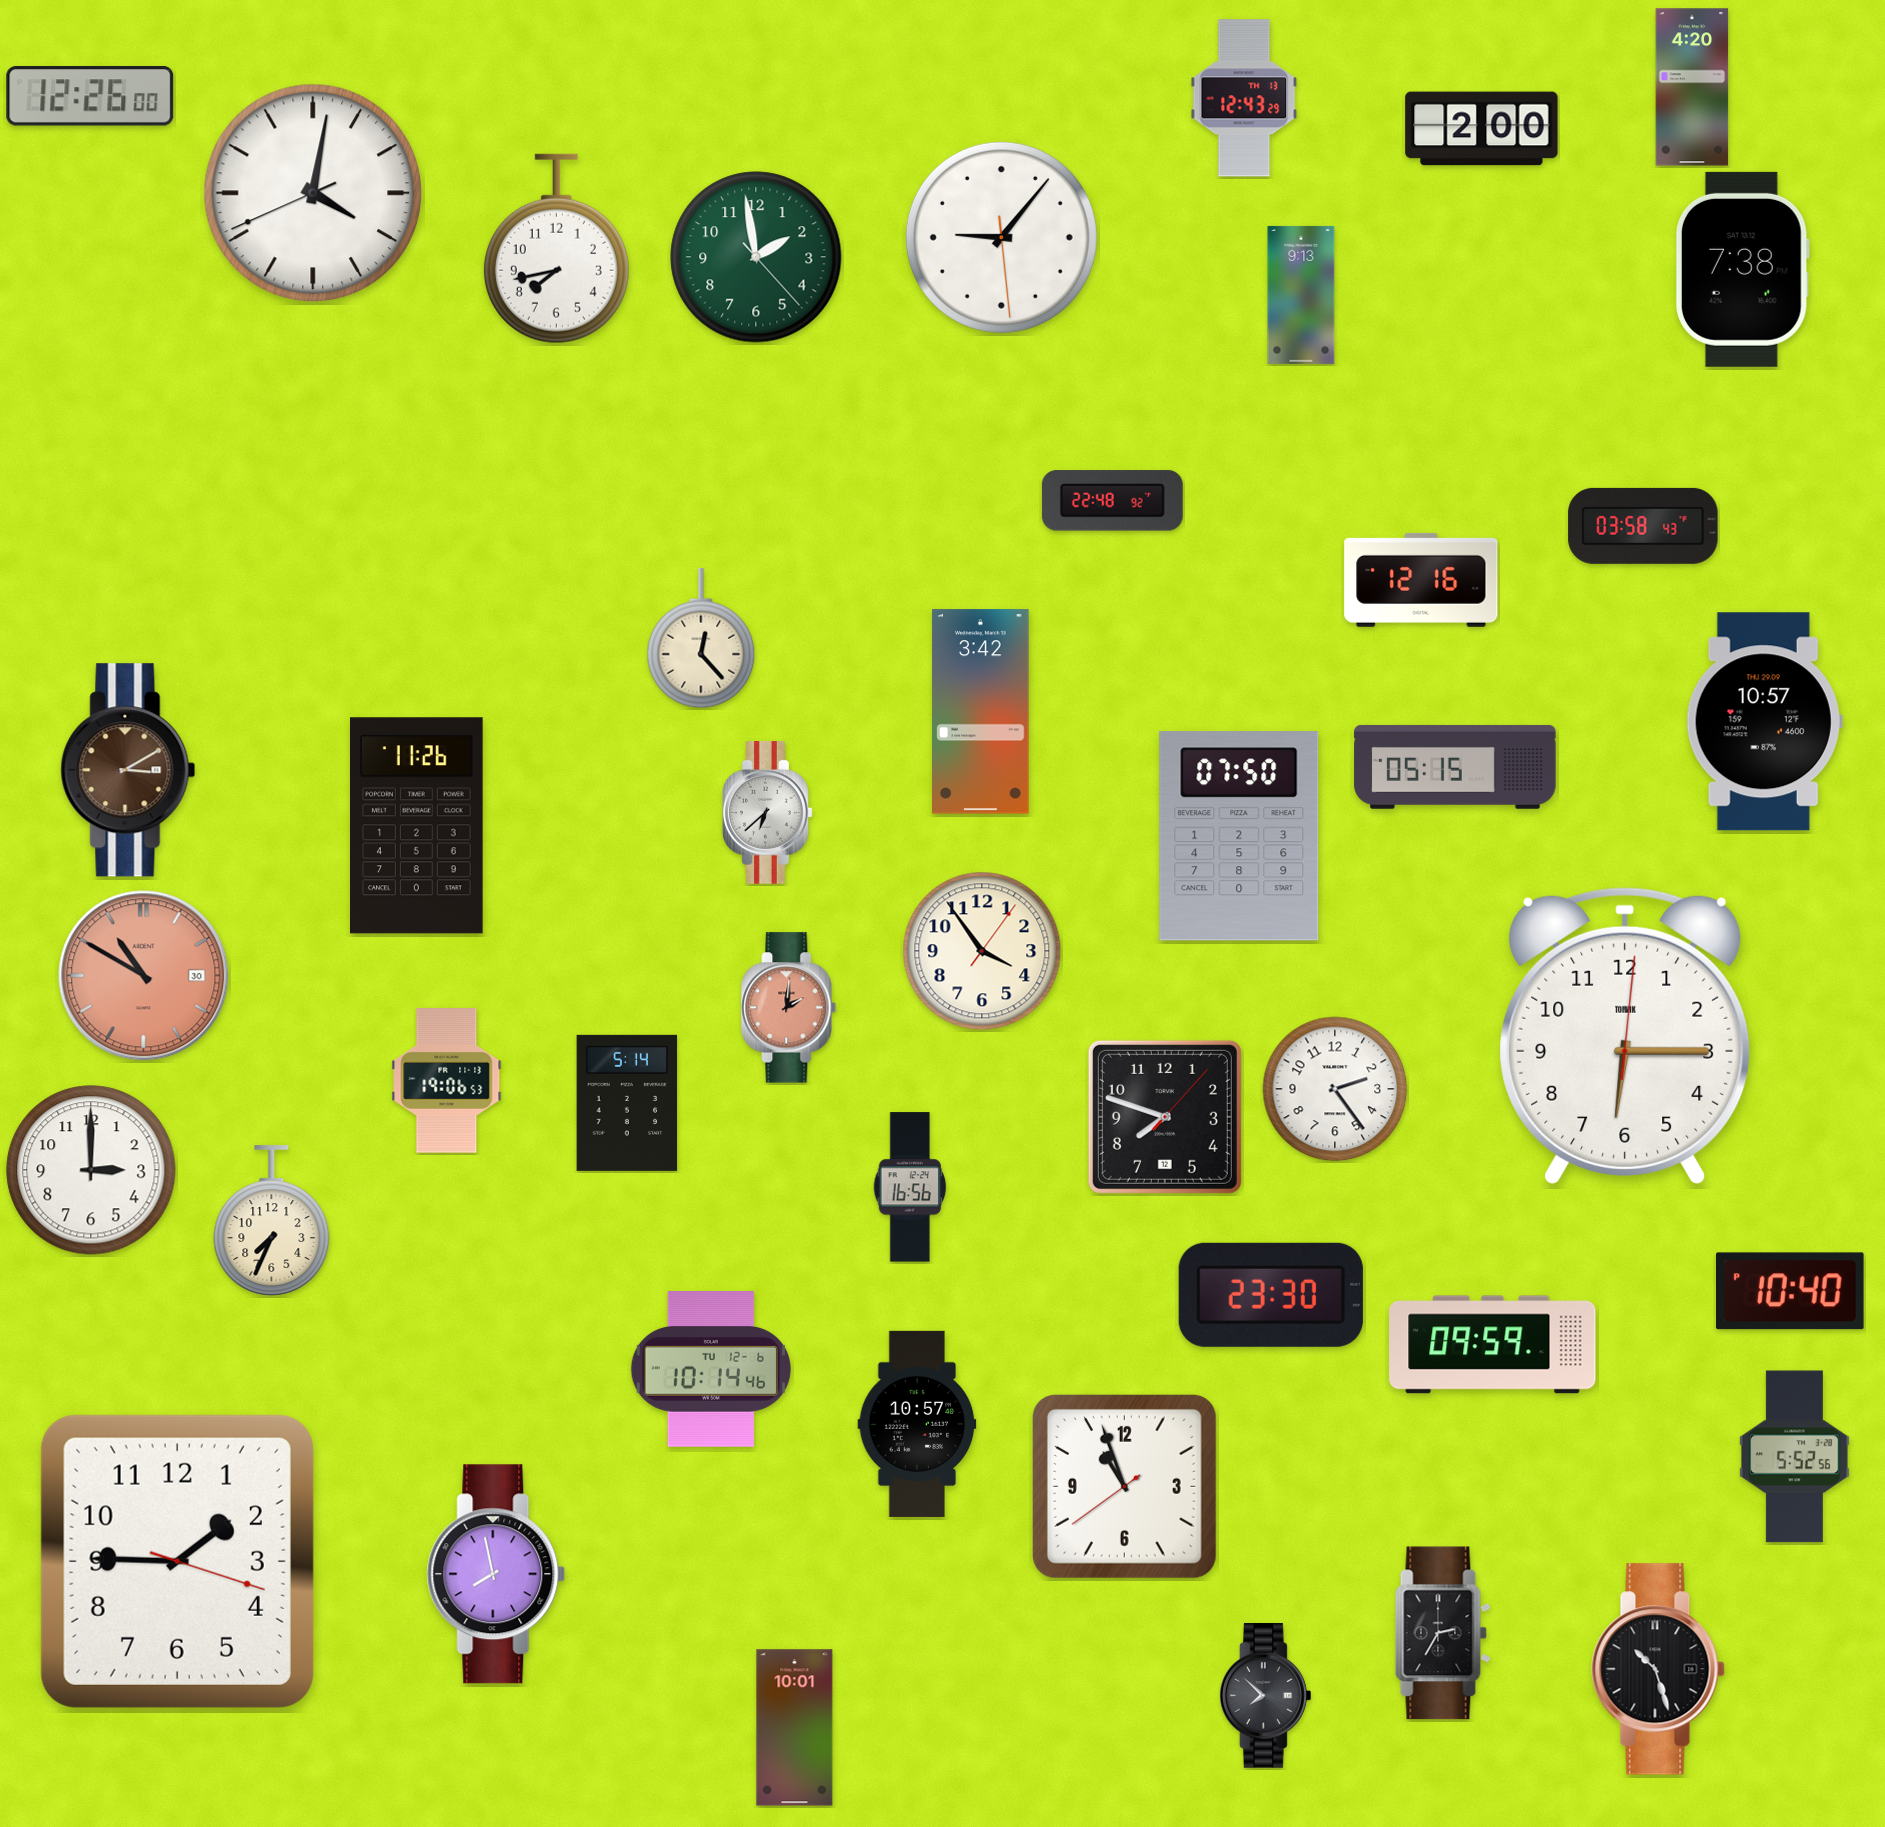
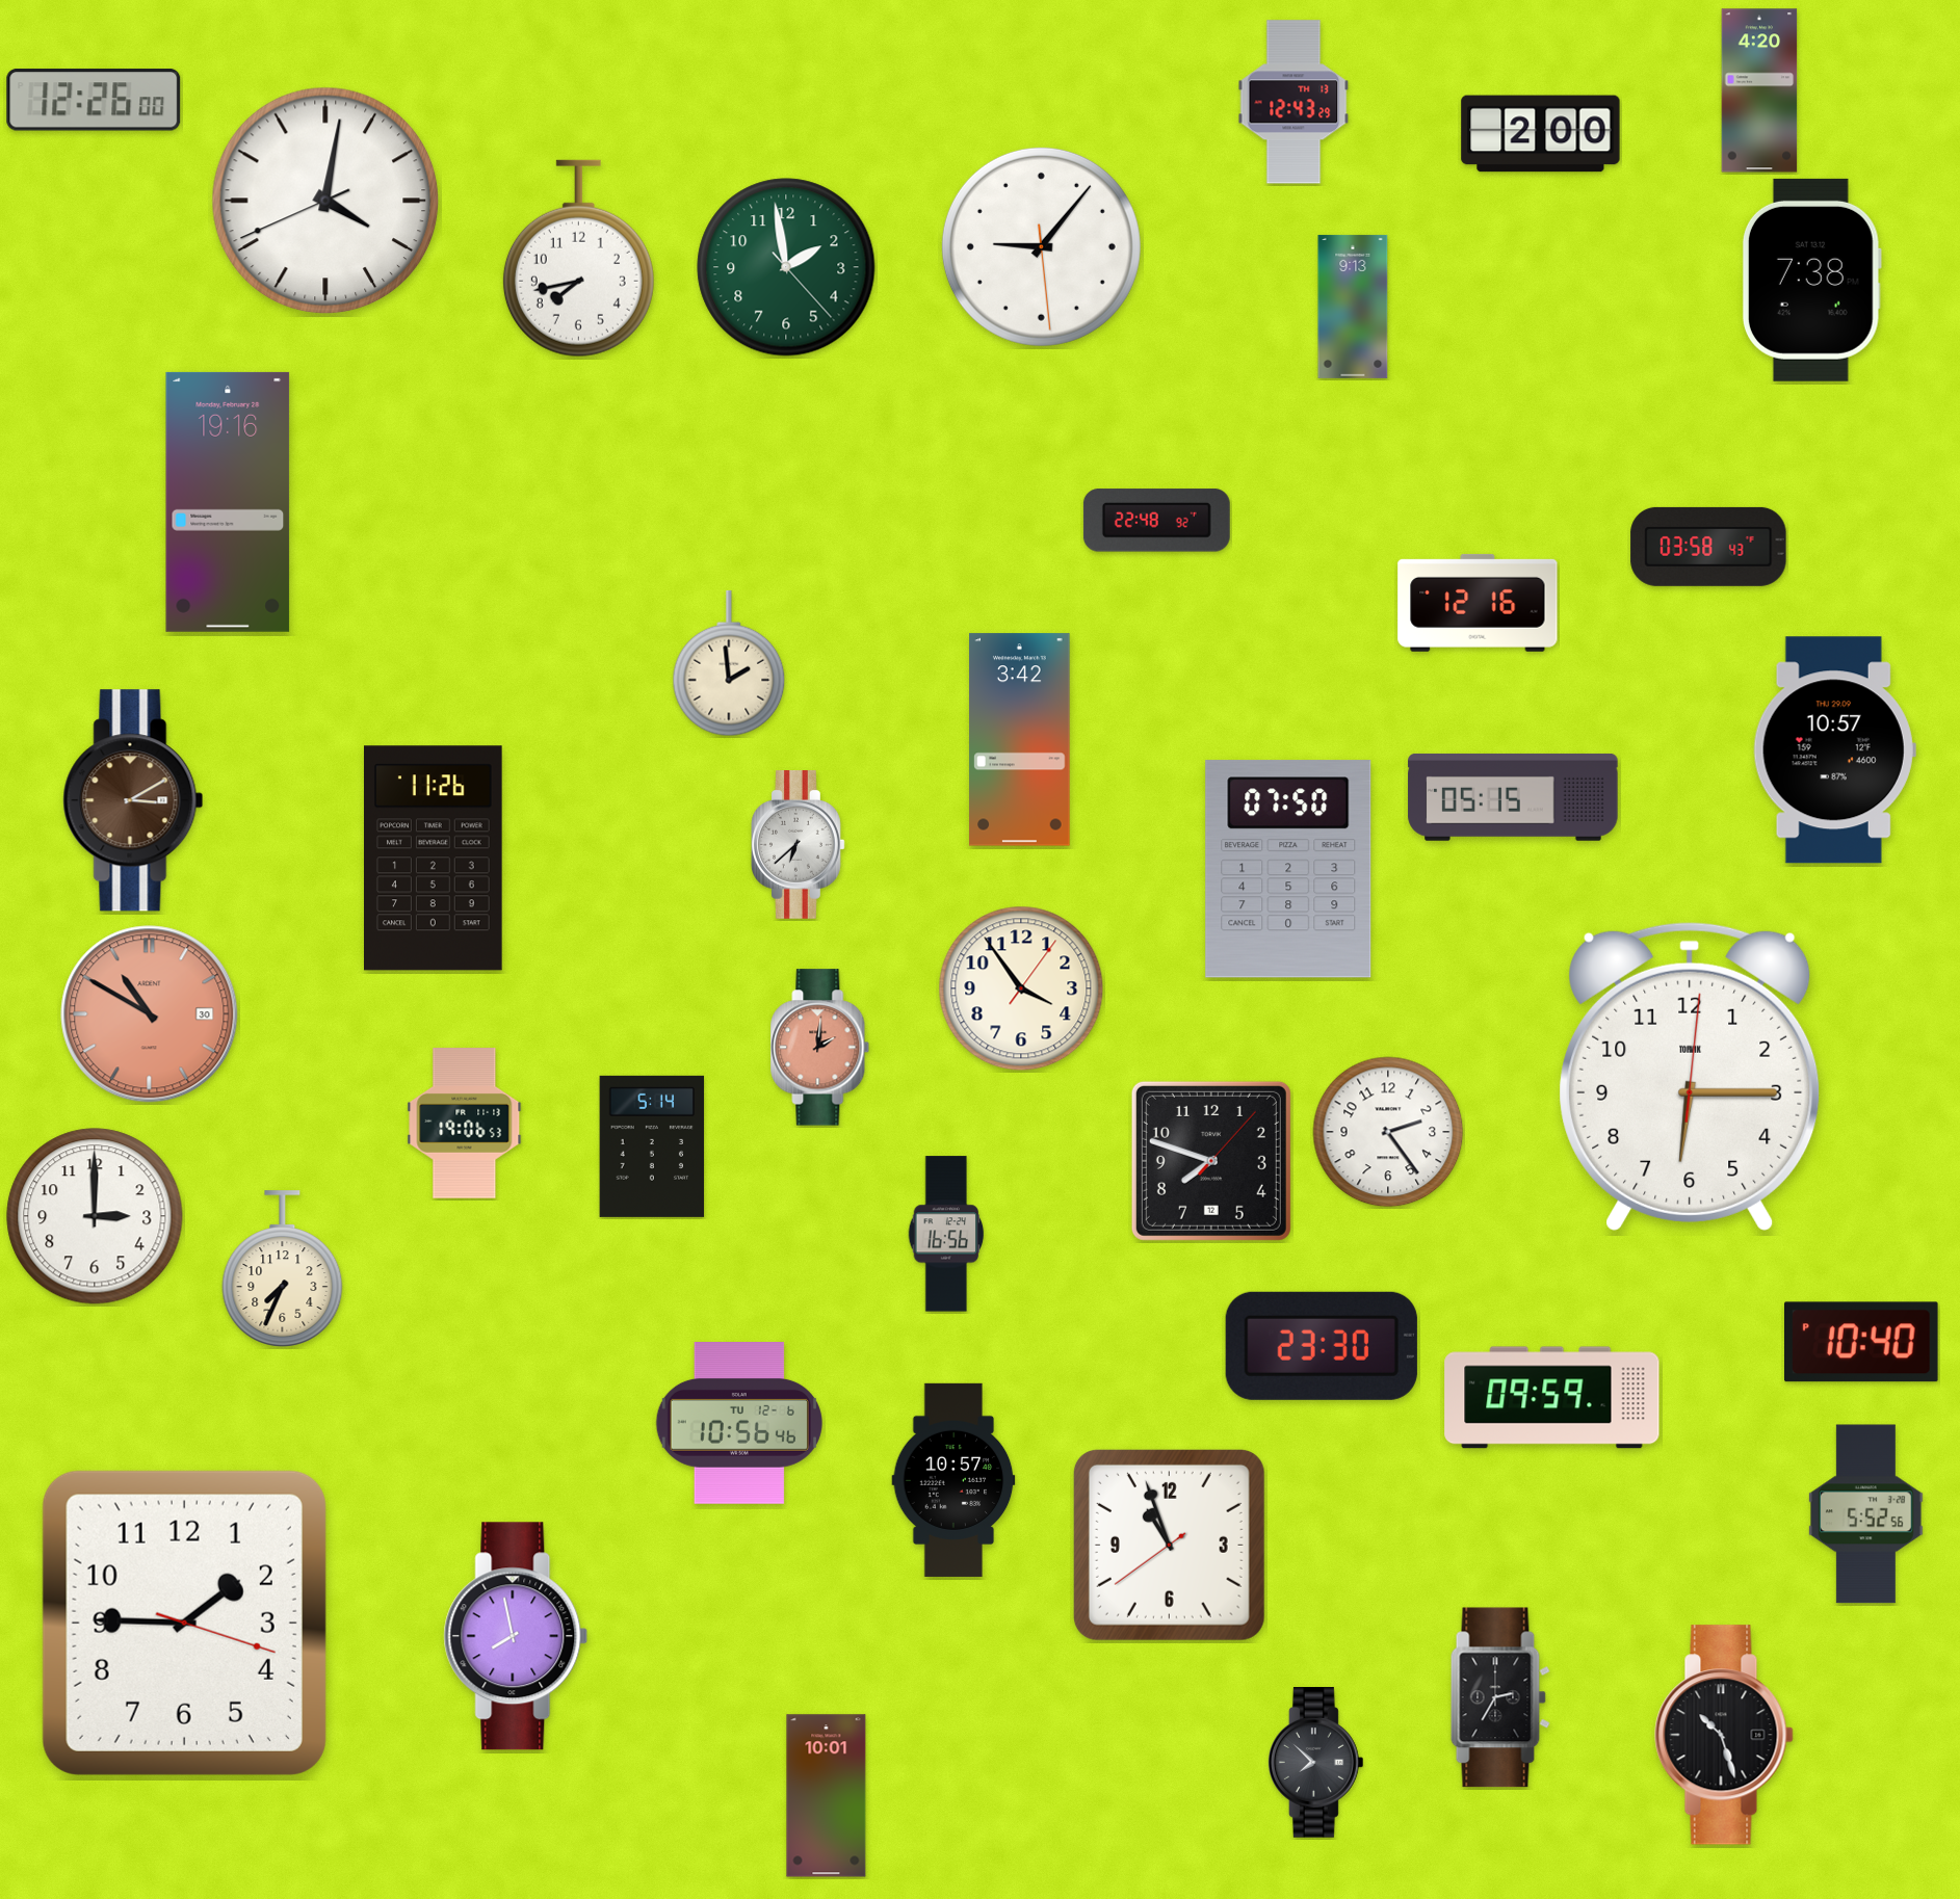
clock at (228, 502): none -> 19:16
clock at (701, 638): 12:23 -> 1:59
clock at (711, 1370): 10:14 -> 10:56
